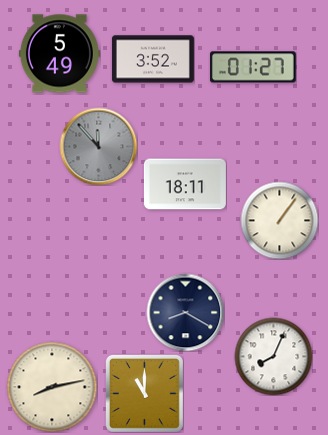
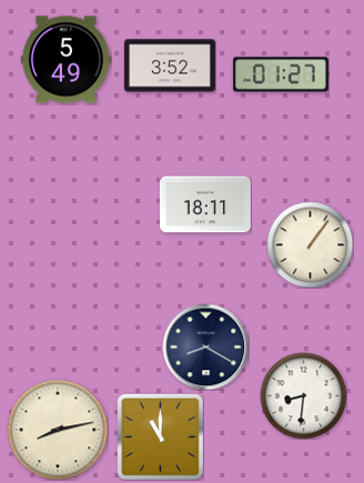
clock at (98, 146): 11:53 -> none
clock at (273, 356): 8:04 -> 8:31
